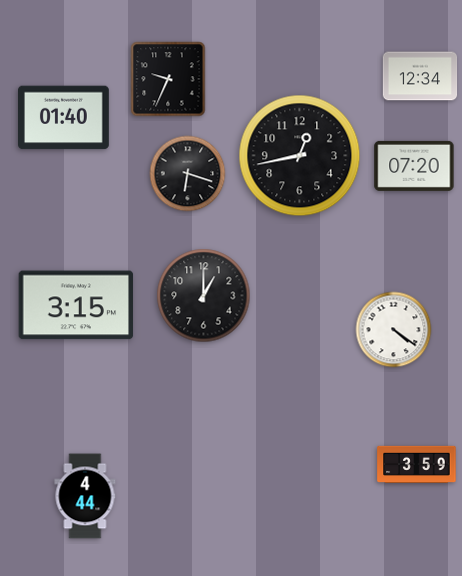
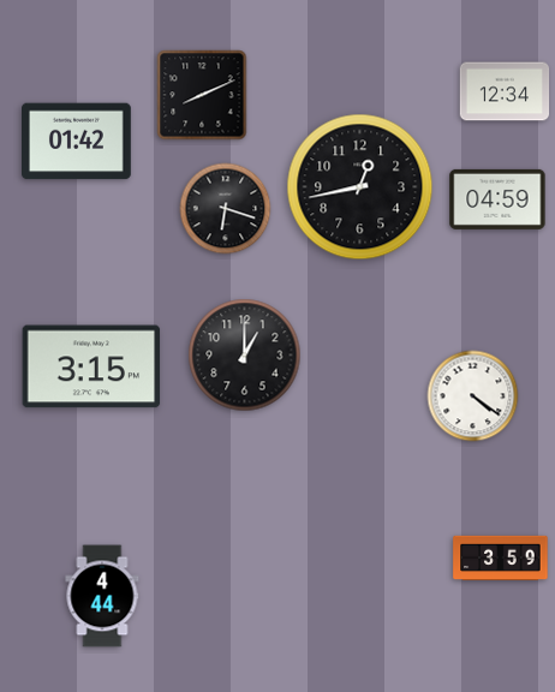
clock at (168, 79): 9:34 -> 8:11
clock at (64, 118): 01:40 -> 01:42
clock at (414, 166): 07:20 -> 04:59
